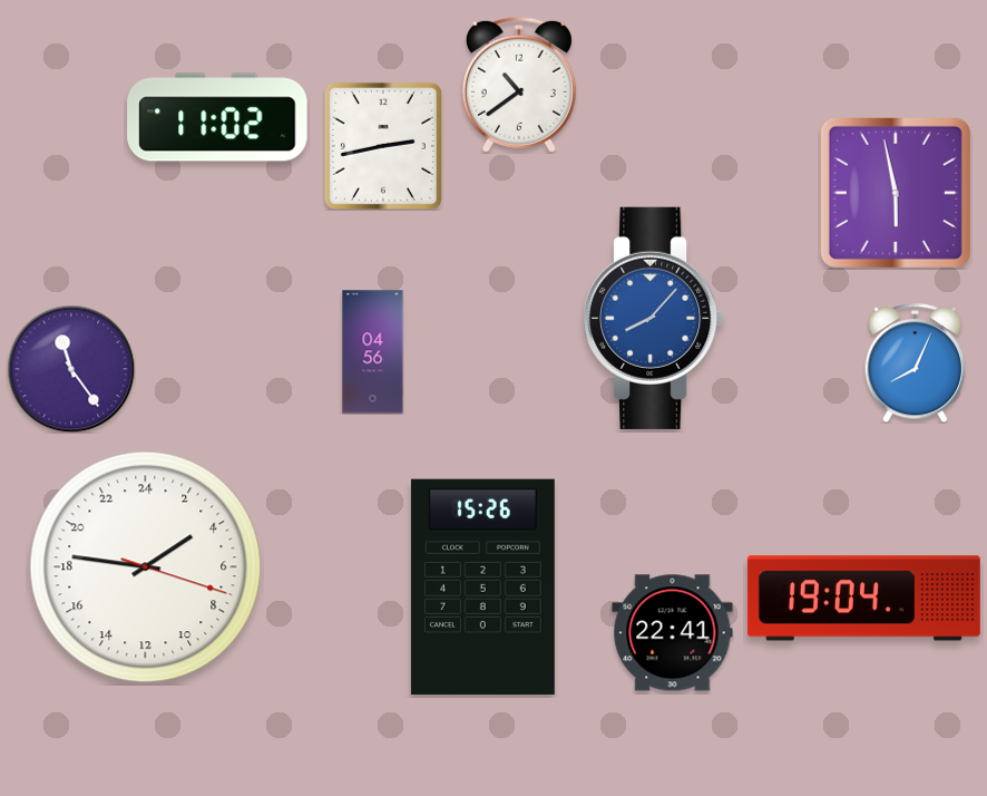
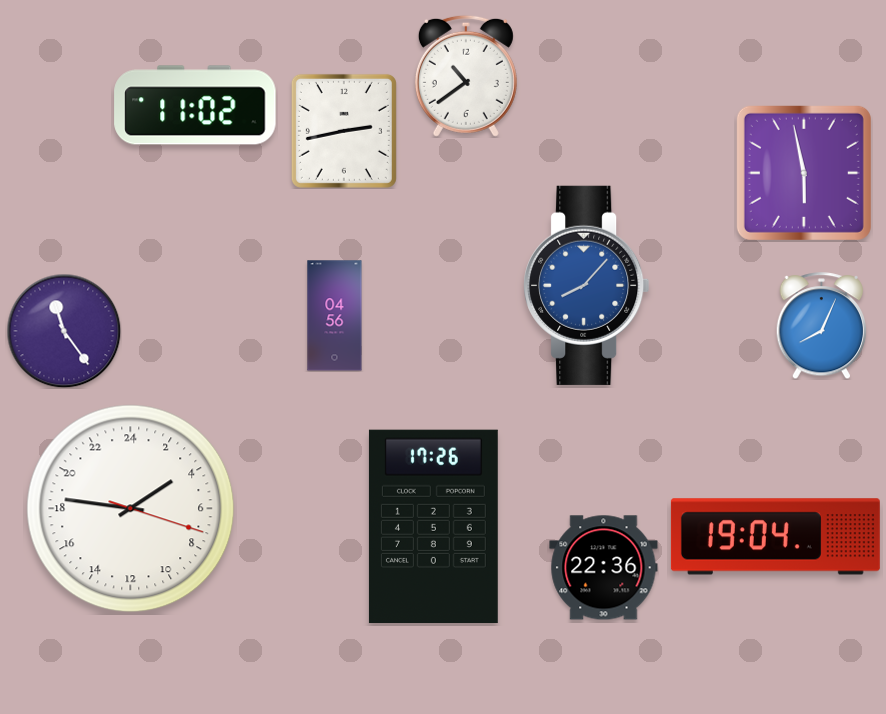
clock at (482, 588): 15:26 -> 17:26
clock at (673, 633): 22:41 -> 22:36
